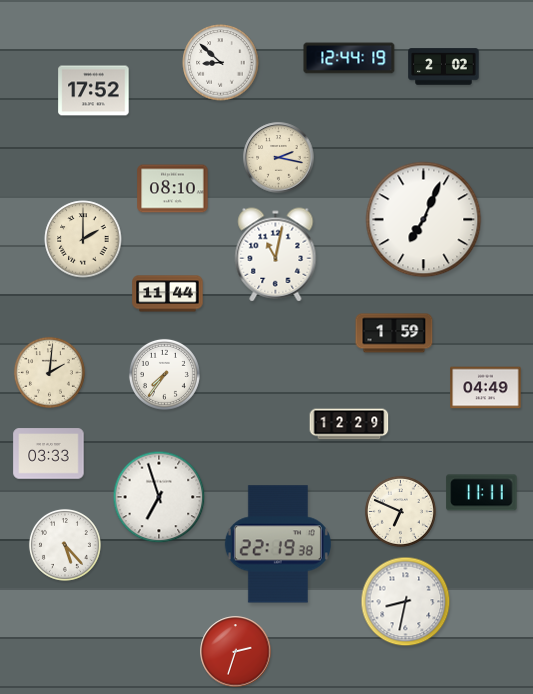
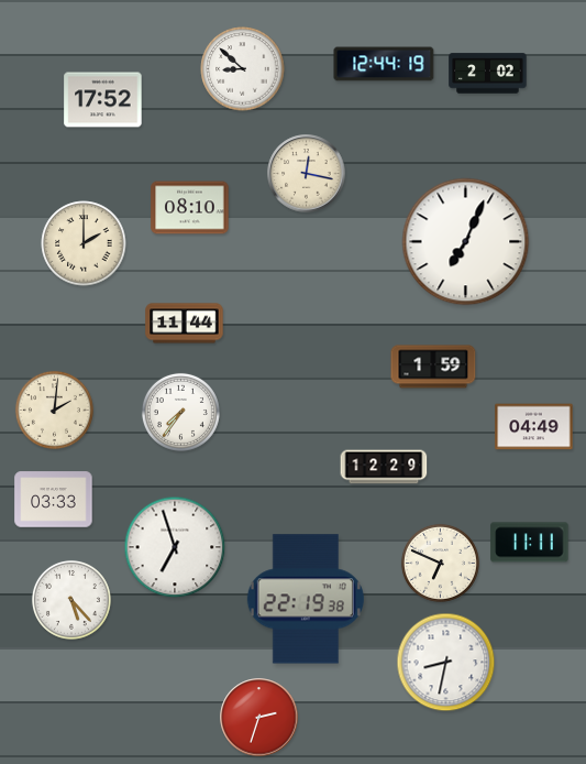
clock at (279, 158): 2:17 -> 12:17
clock at (83, 239) position: (83, 239) -> (84, 243)
clock at (276, 255): 11:02 -> none
